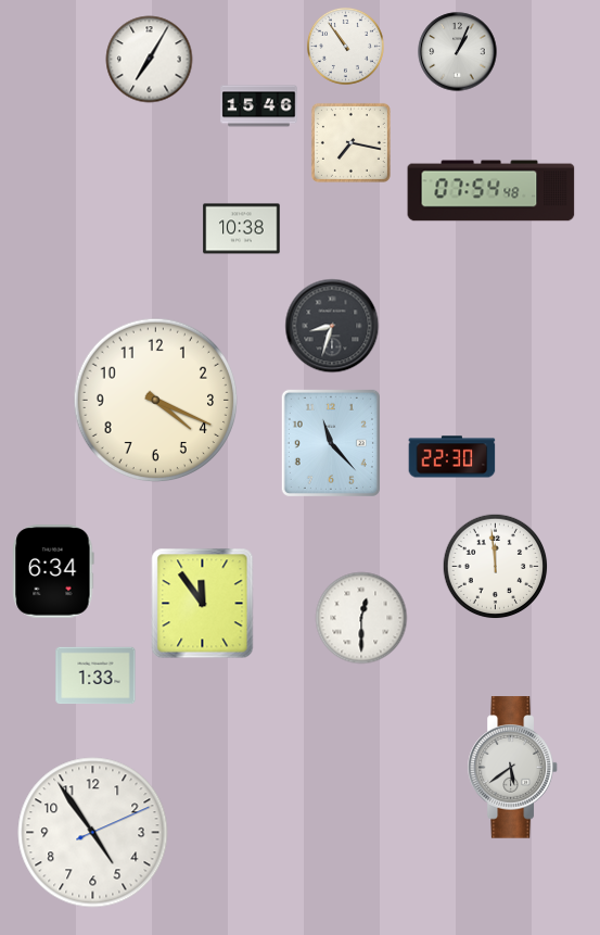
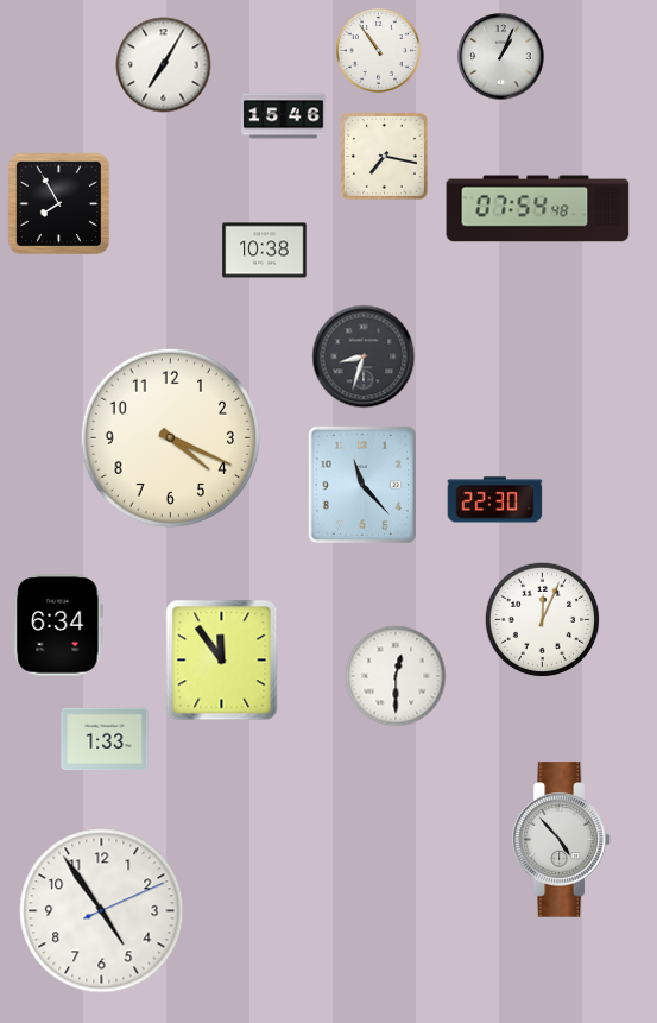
clock at (58, 203): none -> 7:55
clock at (496, 567): 11:59 -> 12:04
clock at (513, 768): 5:39 -> 4:53
